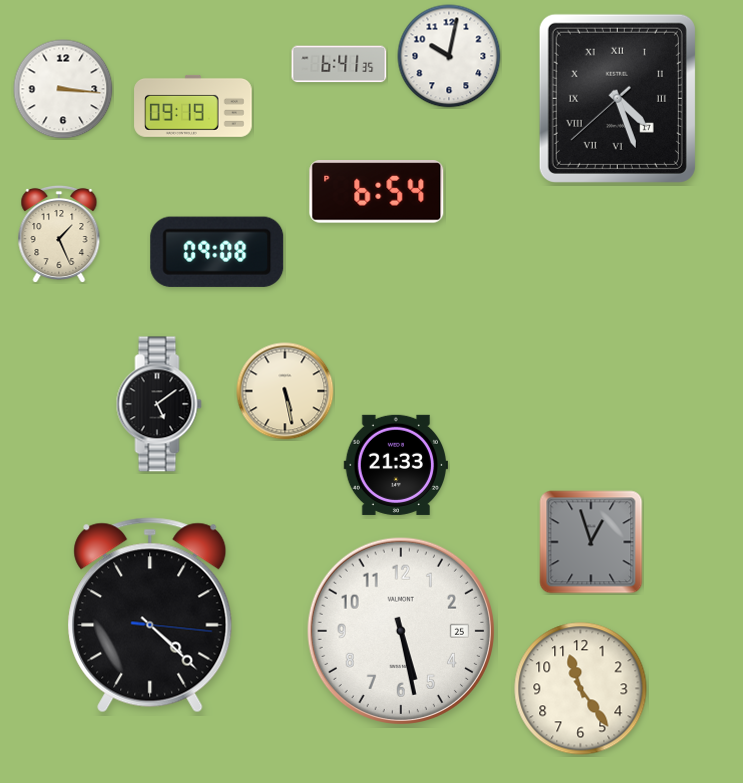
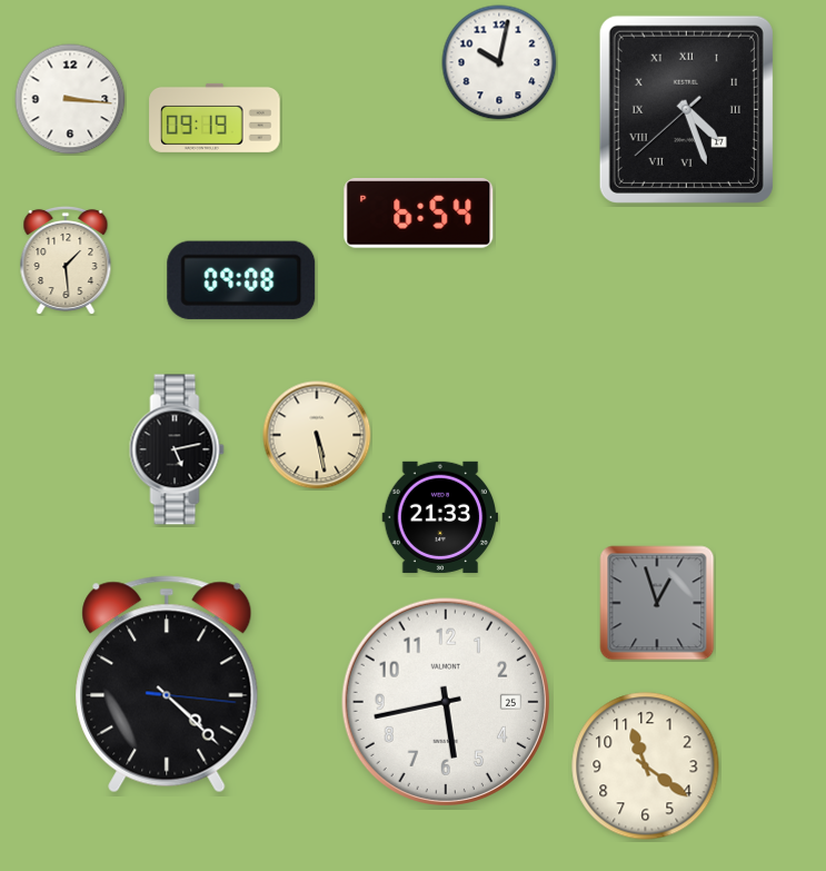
clock at (339, 64): 6:41 -> none
clock at (59, 233): 1:26 -> 1:29
clock at (159, 404): 5:09 -> 5:13
clock at (401, 631): 5:28 -> 5:43
clock at (581, 689): 11:24 -> 11:21
